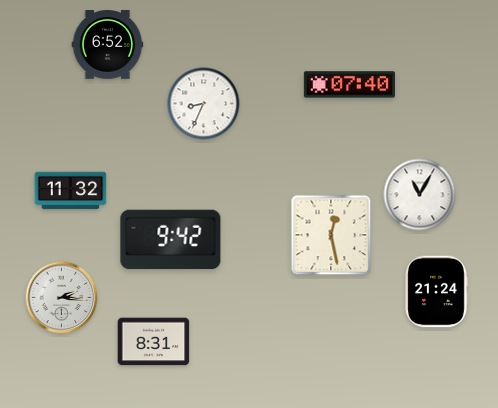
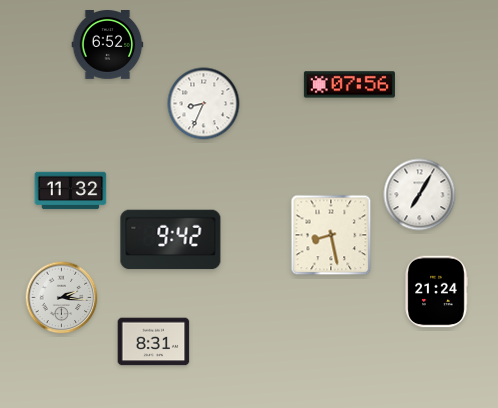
clock at (349, 85): 07:40 -> 07:56
clock at (420, 195): 11:05 -> 7:05
clock at (331, 235): 12:28 -> 8:28
